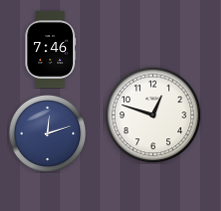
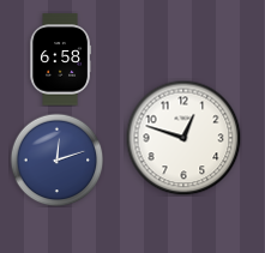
clock at (50, 50): 7:46 -> 6:58
